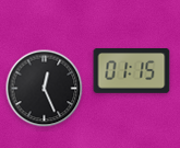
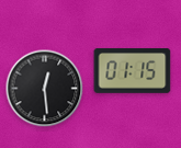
clock at (45, 89): 12:26 -> 12:29
